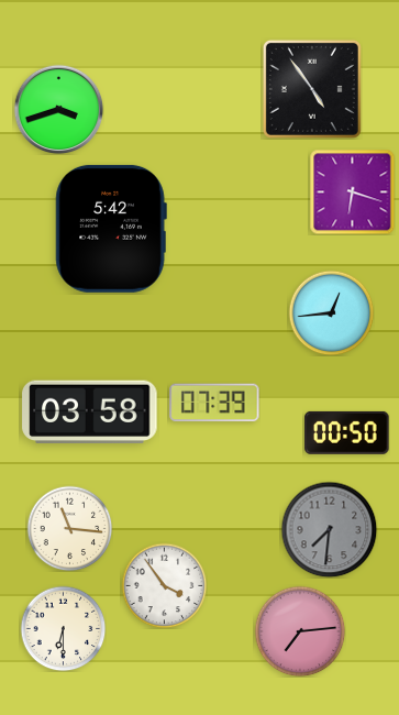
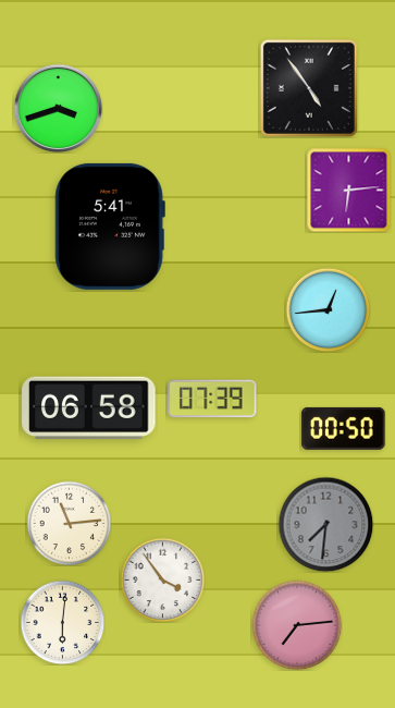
clock at (352, 191): 6:18 -> 6:14
clock at (111, 229): 5:42 -> 5:41
clock at (90, 413): 03:58 -> 06:58
clock at (69, 528): 11:16 -> 11:14
clock at (63, 628): 6:30 -> 6:01
